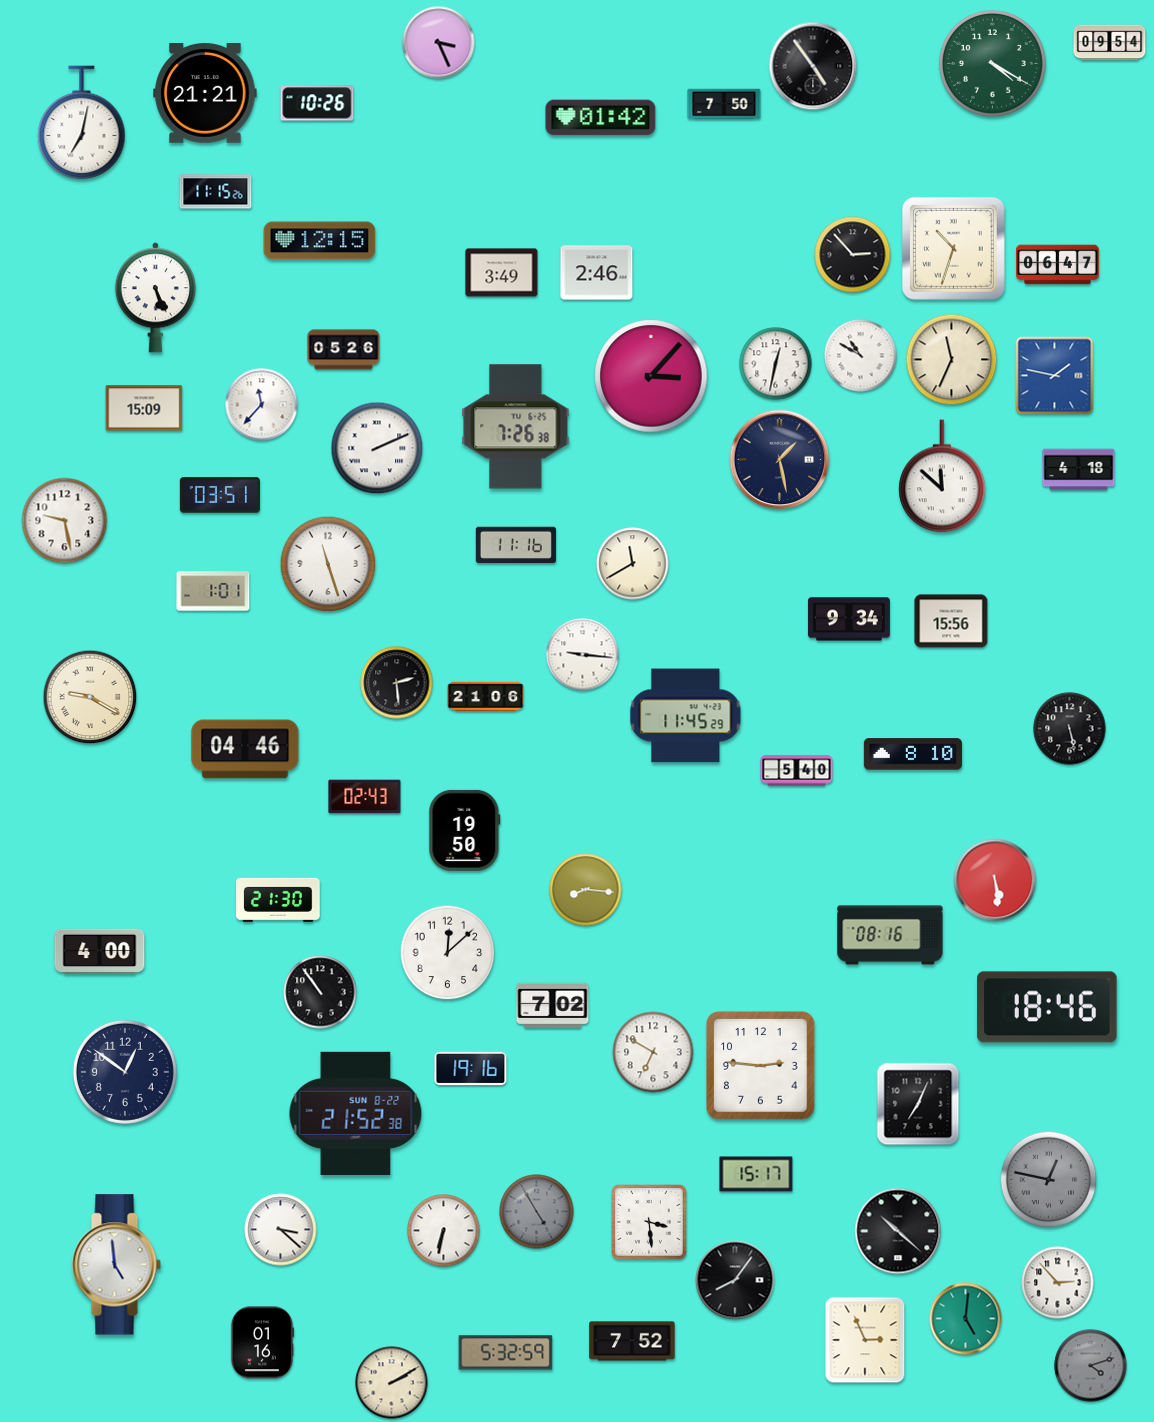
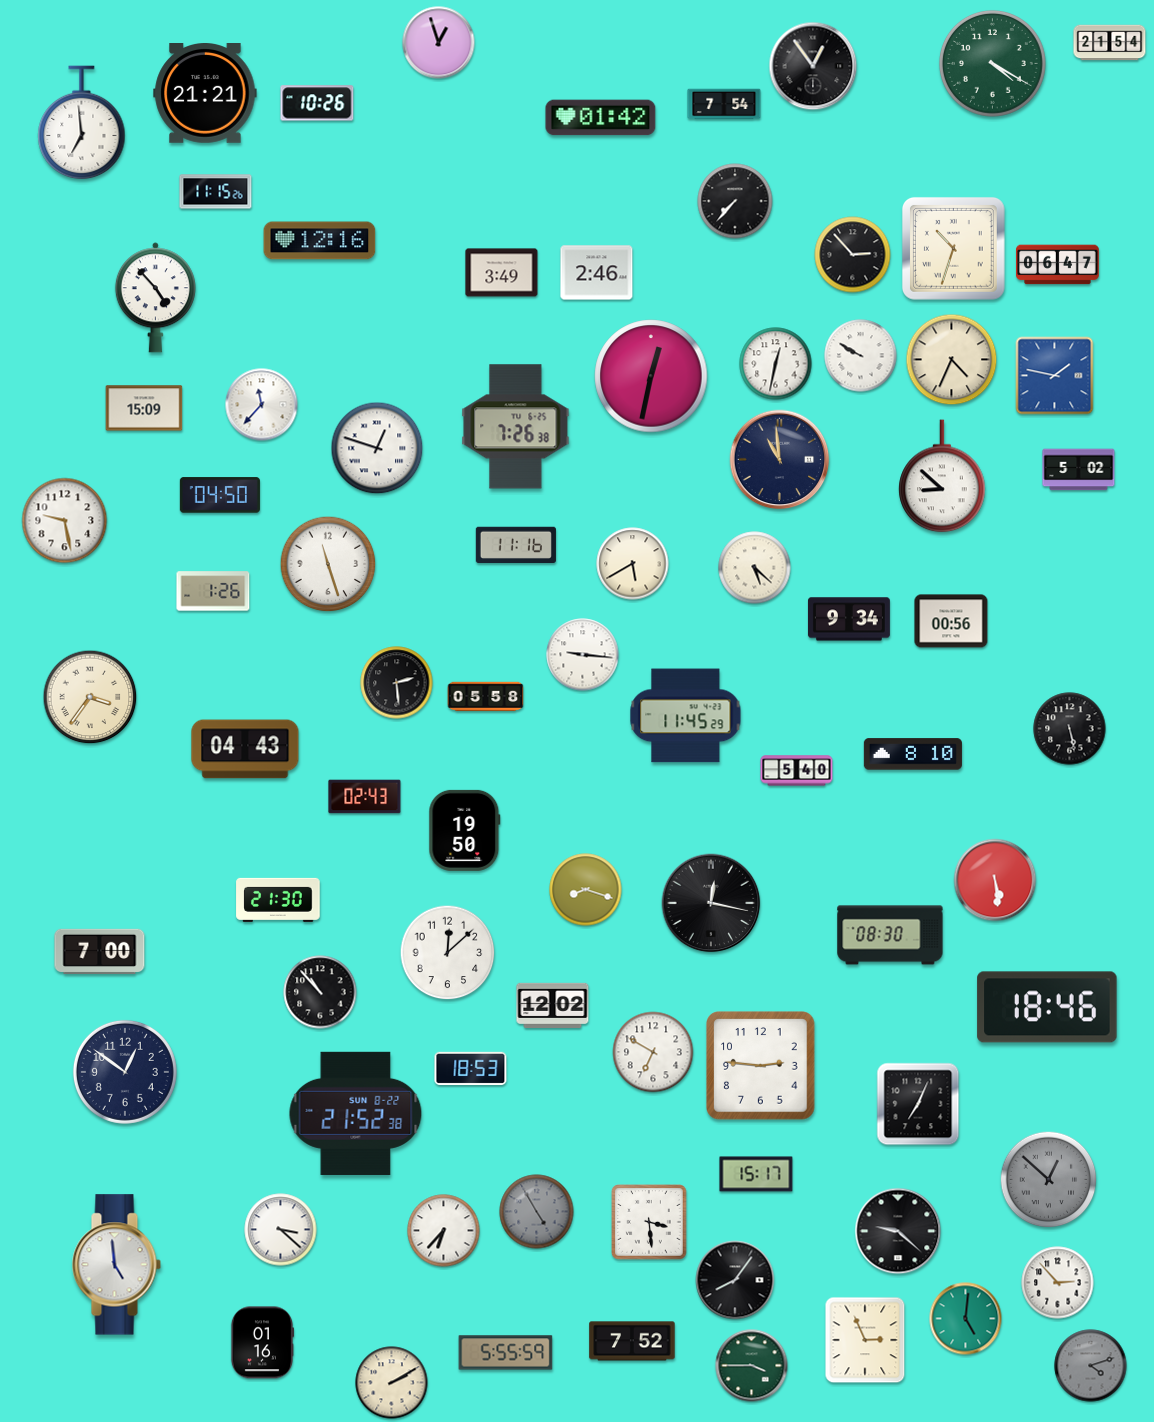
clock at (439, 43): 3:26 -> 12:57
clock at (1110, 43): 09:54 -> 21:54
clock at (813, 66): 4:54 -> 12:54
clock at (724, 104): 7:50 -> 7:54
clock at (82, 123): 7:02 -> 6:59
clock at (735, 201): none -> 7:37
clock at (320, 241): 12:15 -> 12:16
clock at (155, 298): 5:26 -> 4:53
clock at (344, 350): 05:26 -> none
clock at (861, 356): 10:50 -> 9:50
clock at (952, 360): 11:34 -> 4:34
clock at (651, 376): 3:07 -> 12:32
clock at (377, 448): 2:11 -> 12:48
clock at (780, 460): 1:28 -> 10:59
clock at (1079, 470): 4:18 -> 5:02
clock at (942, 476): 11:52 -> 8:52
clock at (220, 495): 03:51 -> 04:50
clock at (633, 564): 11:40 -> 5:40
clock at (755, 568): none -> 5:22
clock at (213, 591): 1:01 -> 1:26
clock at (951, 621): 15:56 -> 00:56
clock at (90, 697): 9:20 -> 3:36
clock at (486, 697): 21:06 -> 05:58
clock at (245, 749): 04:46 -> 04:43
clock at (586, 890): 8:16 -> 8:18
clock at (711, 903): none -> 12:17
clock at (890, 935): 08:16 -> 08:30
clock at (100, 951): 4:00 -> 7:00
clock at (320, 992): 10:54 -> 10:53
clock at (553, 1005): 7:02 -> 12:02
clock at (471, 1068): 19:16 -> 18:53
clock at (1049, 1180): 12:47 -> 12:52
clock at (444, 1231): 6:32 -> 6:37
clock at (898, 1231): 10:22 -> 9:22
clock at (506, 1353): 5:32 -> 5:55
clock at (752, 1366): none -> 3:45
